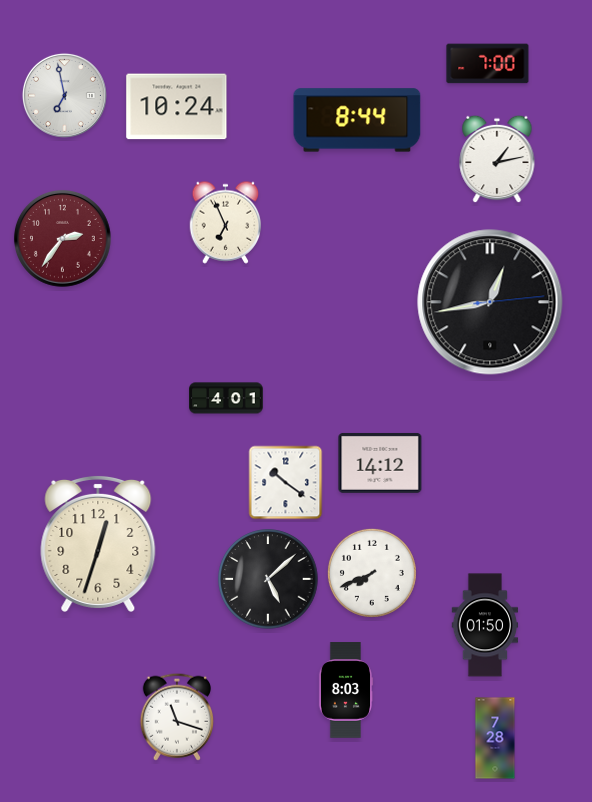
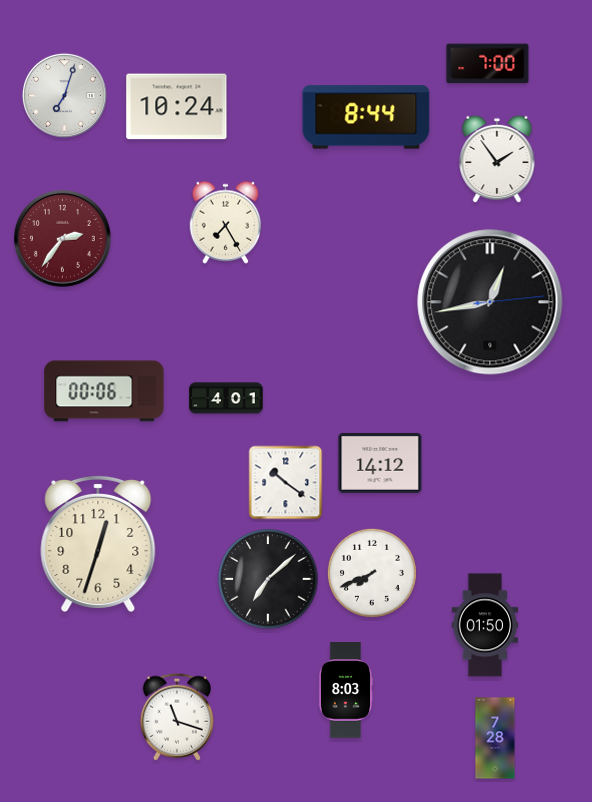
clock at (64, 95): 6:58 -> 7:03
clock at (357, 120) position: (357, 120) -> (366, 117)
clock at (497, 159): 1:13 -> 1:54
clock at (226, 222): 6:56 -> 7:25
clock at (104, 391): none -> 00:06
clock at (268, 579): 5:08 -> 7:08
